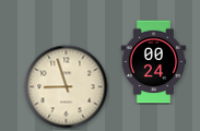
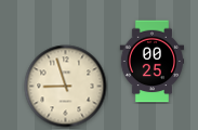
clock at (154, 62): 00:24 -> 00:25
